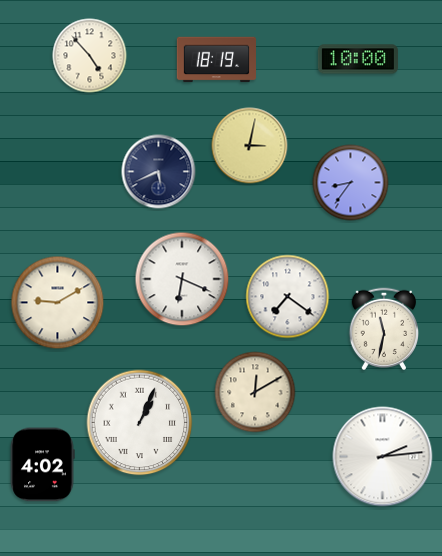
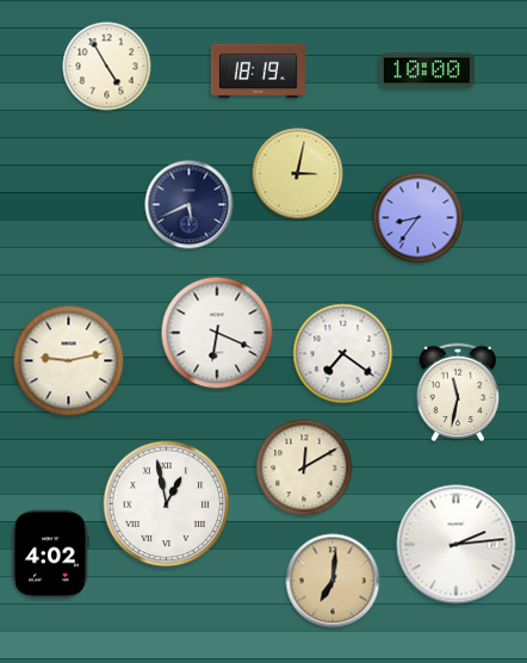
clock at (90, 56): 4:53 -> 4:55
clock at (58, 303): 9:10 -> 9:13
clock at (140, 423): 1:04 -> 12:58
clock at (333, 581): none -> 7:01
